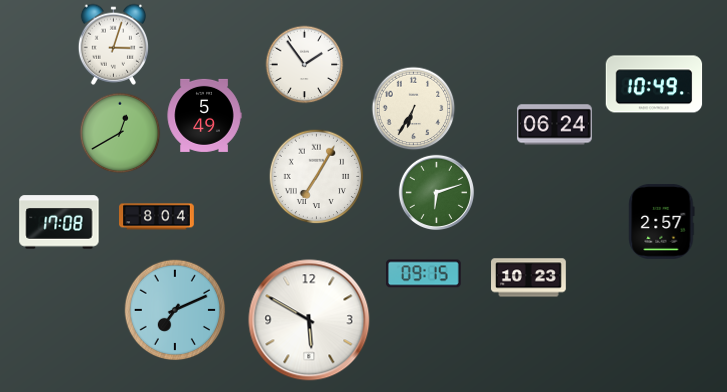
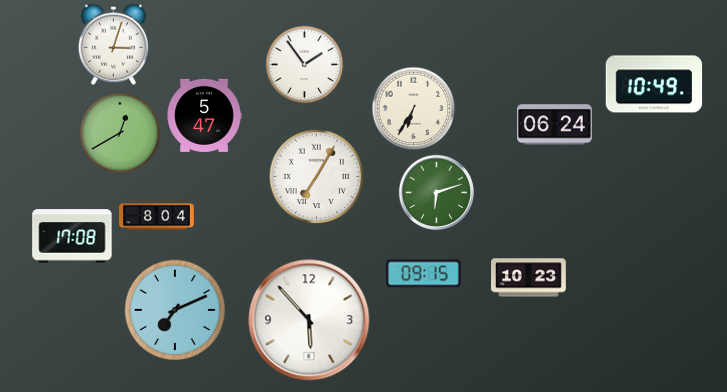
clock at (204, 115): 5:49 -> 5:47
clock at (59, 222) position: (59, 222) -> (72, 236)
clock at (662, 222): 2:57 -> none
clock at (309, 320): 5:50 -> 5:53
